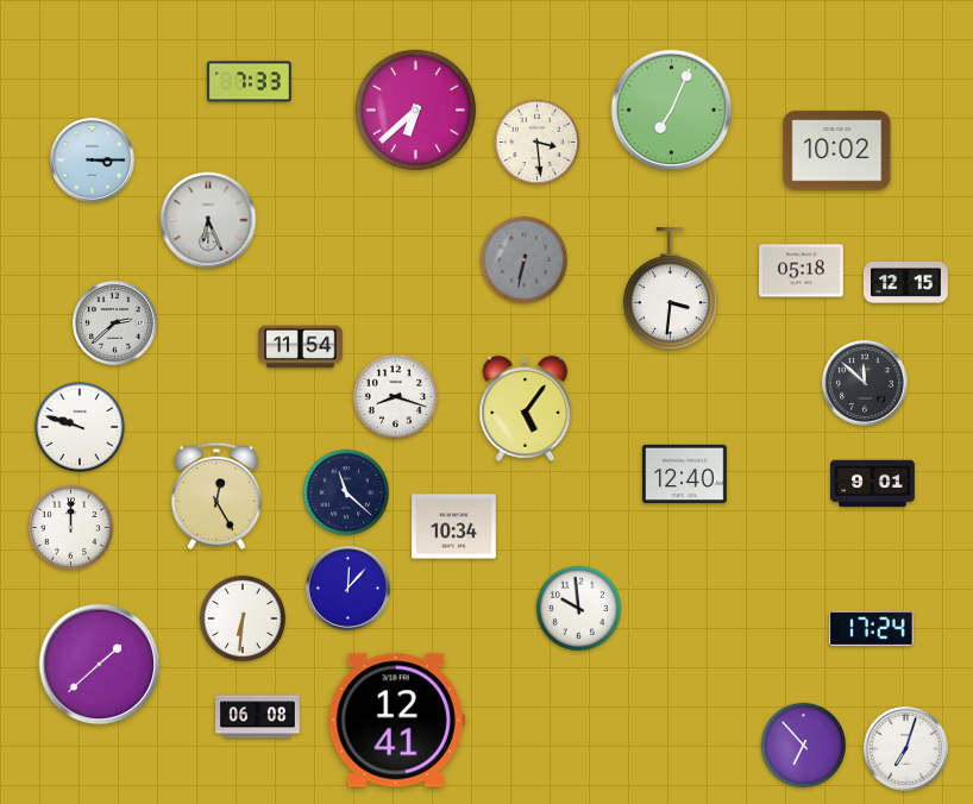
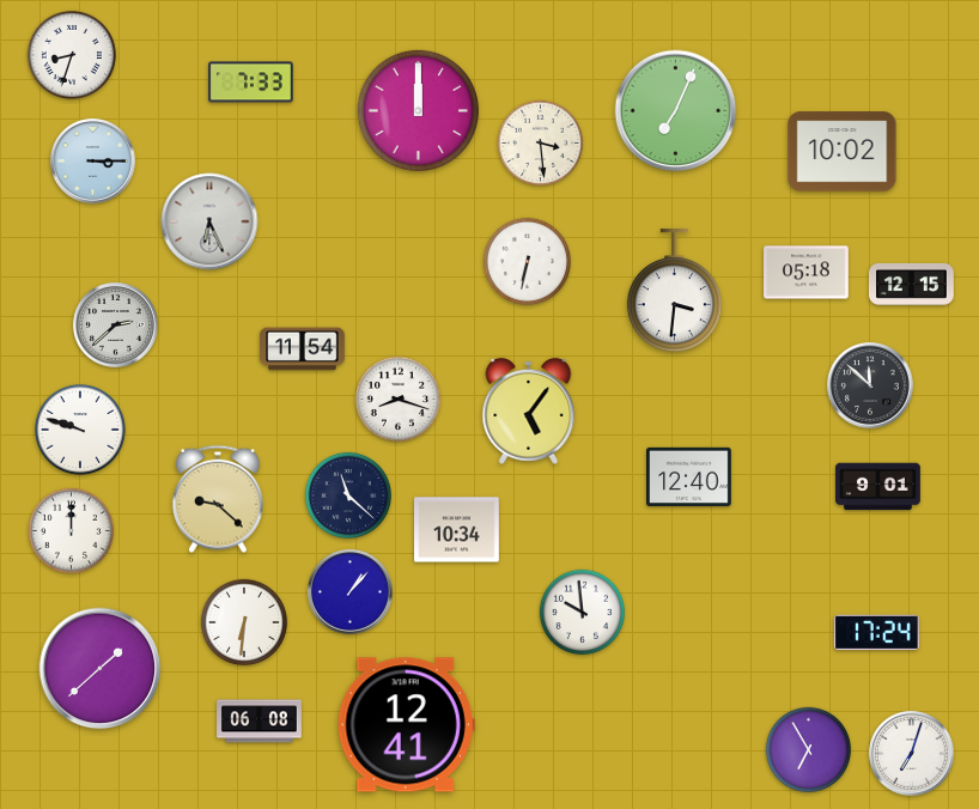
clock at (72, 55): none -> 8:33
clock at (415, 109): 6:38 -> 12:00
clock at (523, 259) dial: grey -> white
clock at (216, 496): 12:25 -> 9:22
clock at (349, 589): 12:07 -> 1:07
clock at (396, 721) position: (396, 721) -> (406, 725)
clock at (804, 746): 6:53 -> 6:55
